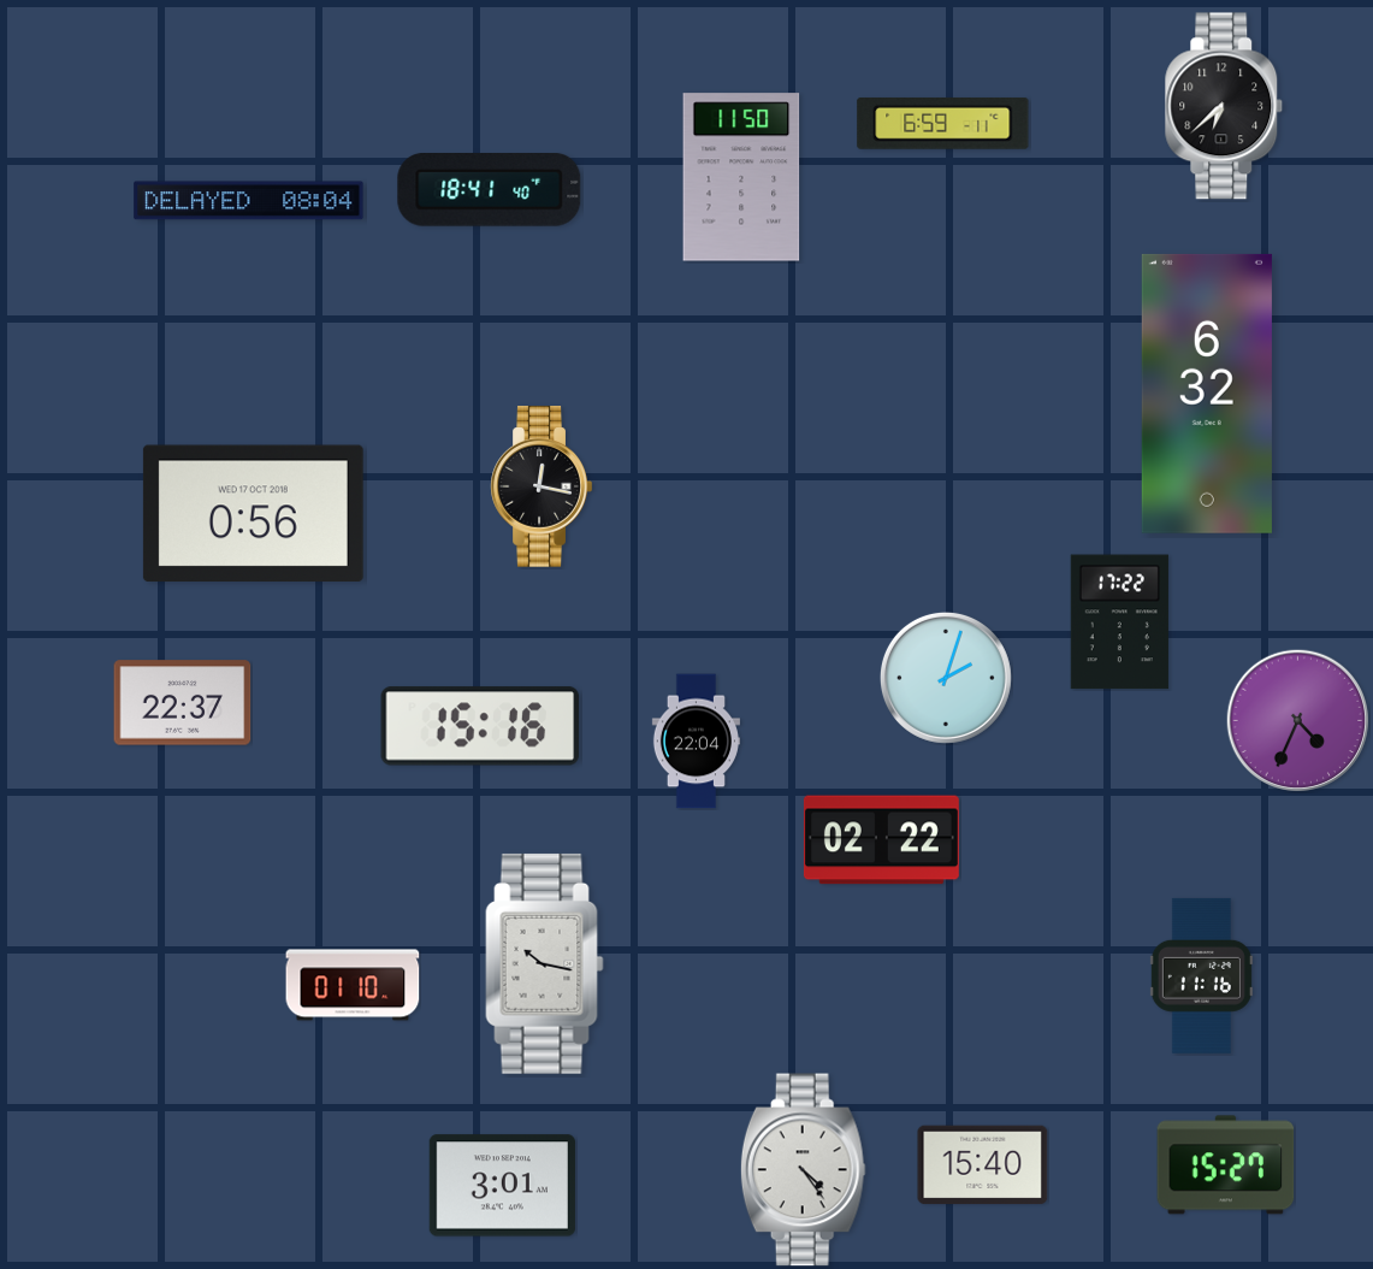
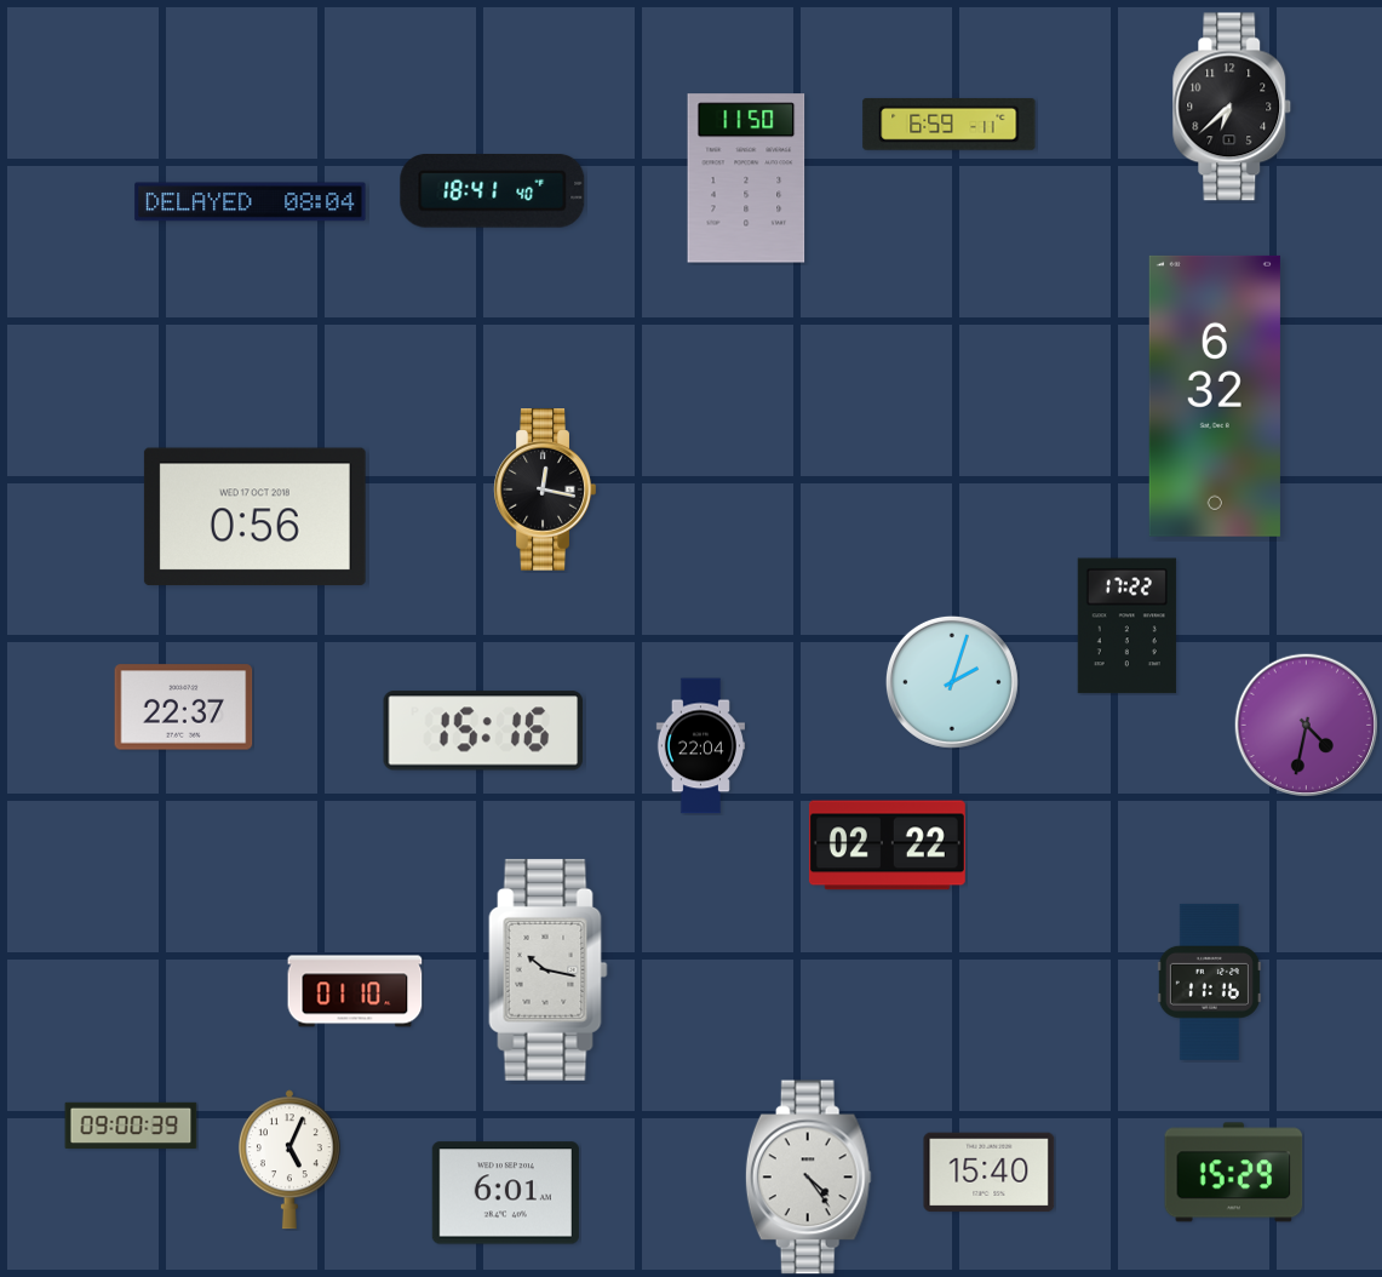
clock at (1297, 720): 4:34 -> 4:32
clock at (131, 1126): none -> 09:00
clock at (289, 1159): none -> 5:04
clock at (1226, 1165): 15:27 -> 15:29
clock at (502, 1186): 3:01 -> 6:01
